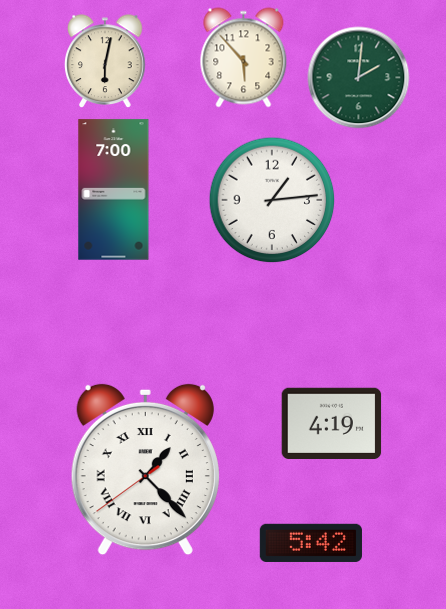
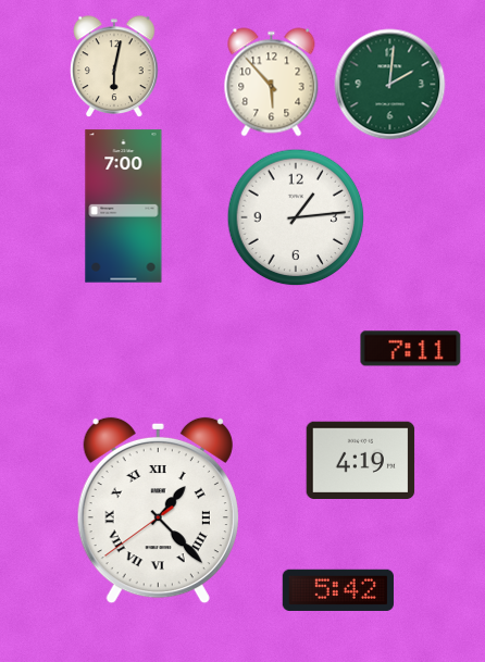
clock at (244, 58) position: (244, 58) -> (272, 83)
clock at (411, 349): none -> 7:11
